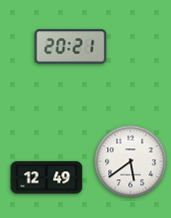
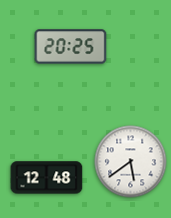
clock at (71, 47): 20:21 -> 20:25
clock at (47, 178): 12:49 -> 12:48
